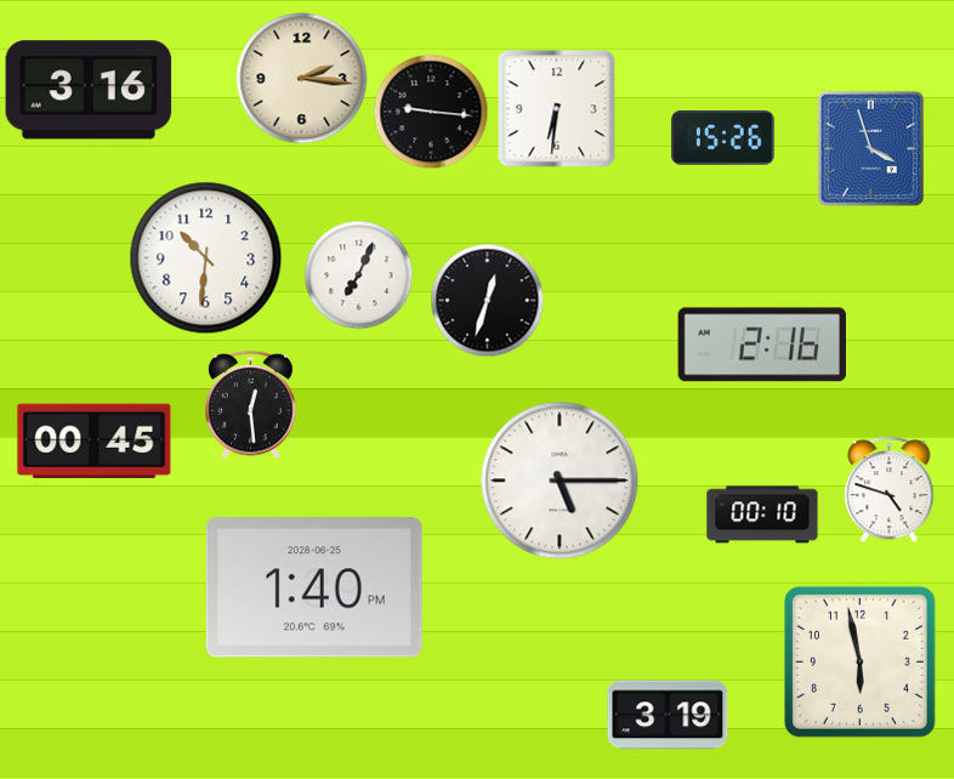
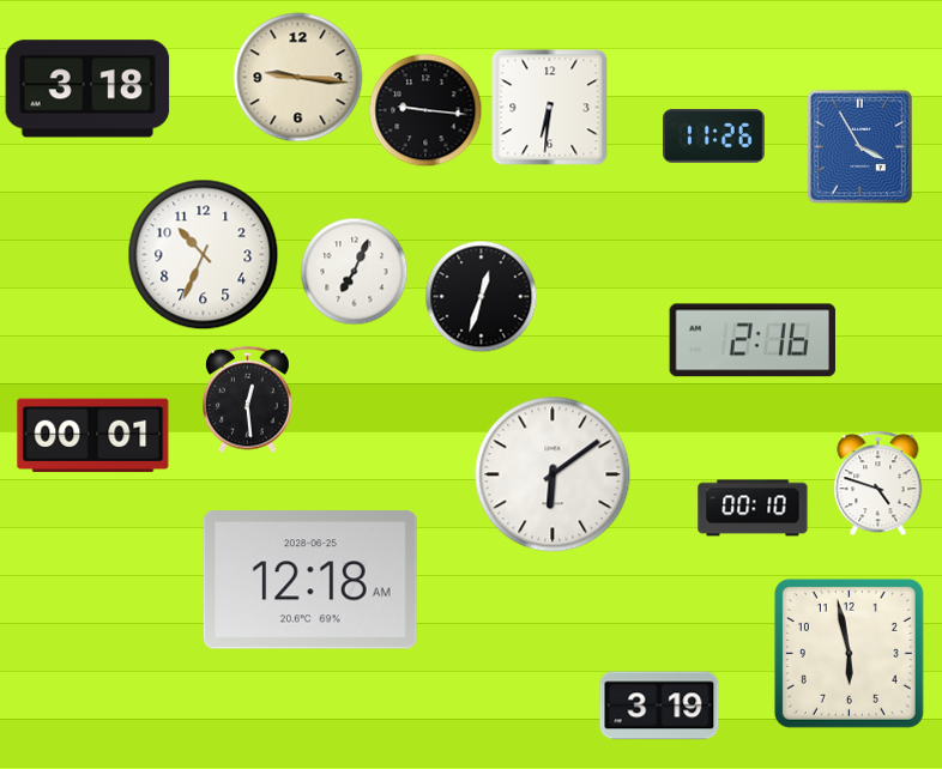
clock at (302, 79): 2:16 -> 9:16
clock at (89, 90): 3:16 -> 3:18
clock at (723, 138): 15:26 -> 11:26
clock at (870, 148): 3:57 -> 3:55
clock at (206, 258): 10:31 -> 10:34
clock at (95, 442): 00:45 -> 00:01
clock at (560, 481): 5:15 -> 6:09
clock at (314, 587): 1:40 -> 12:18
